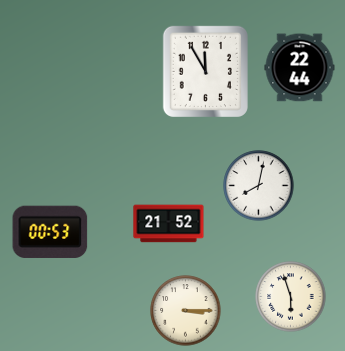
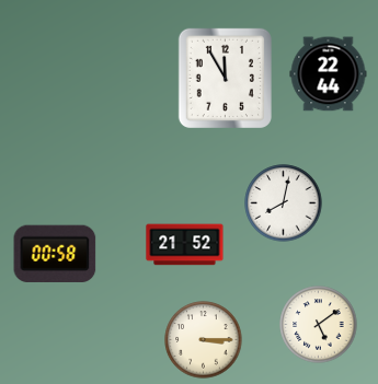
clock at (50, 232): 00:53 -> 00:58
clock at (291, 297): 5:57 -> 5:09
